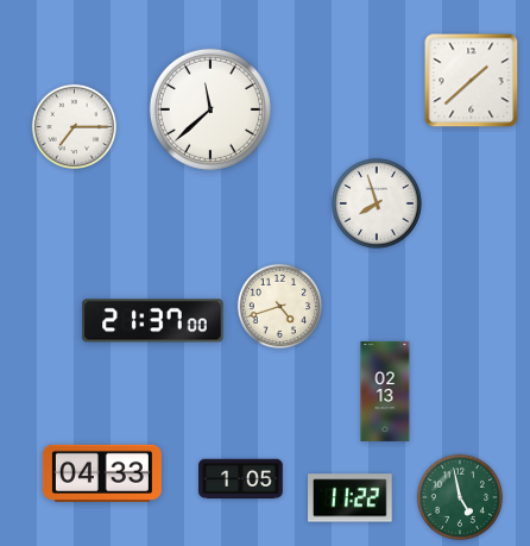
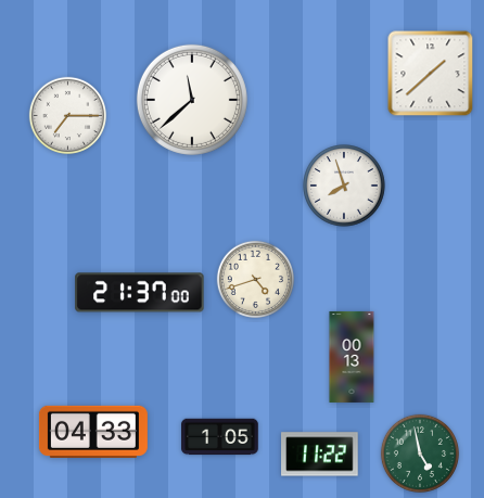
clock at (385, 391): 02:13 -> 00:13
